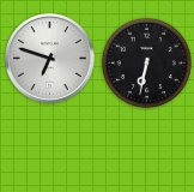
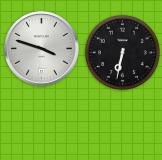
clock at (50, 59): 6:48 -> 3:48
